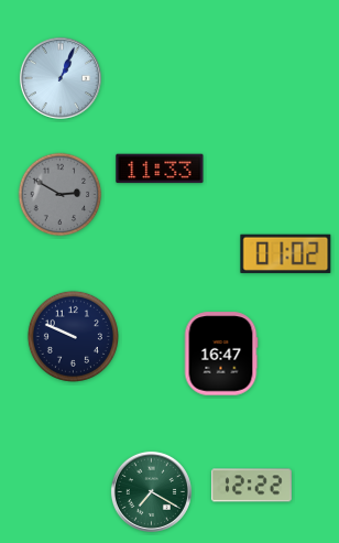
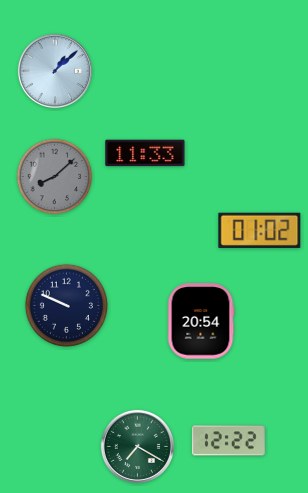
clock at (61, 78): 1:04 -> 1:08
clock at (61, 195): 2:50 -> 8:08
clock at (221, 354): 16:47 -> 20:54
